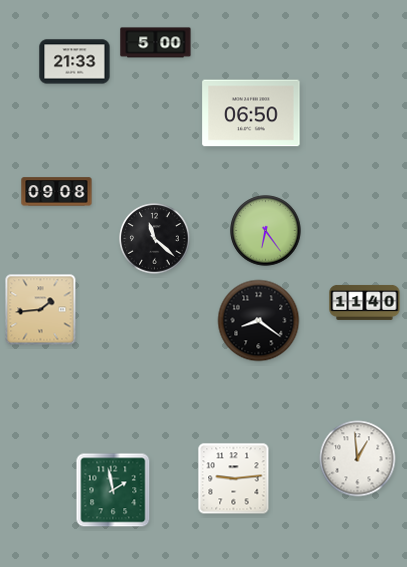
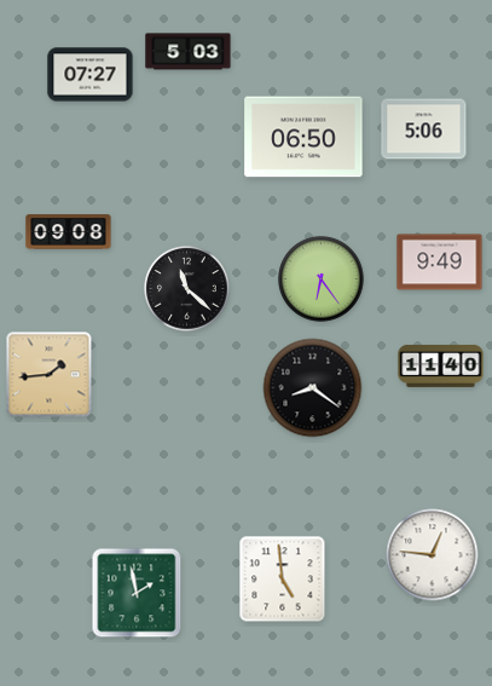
clock at (156, 43): 5:00 -> 5:03
clock at (75, 62): 21:33 -> 07:27
clock at (424, 129): none -> 5:06
clock at (440, 263): none -> 9:49
clock at (358, 459): 12:59 -> 12:46
clock at (234, 479): 9:14 -> 4:59
